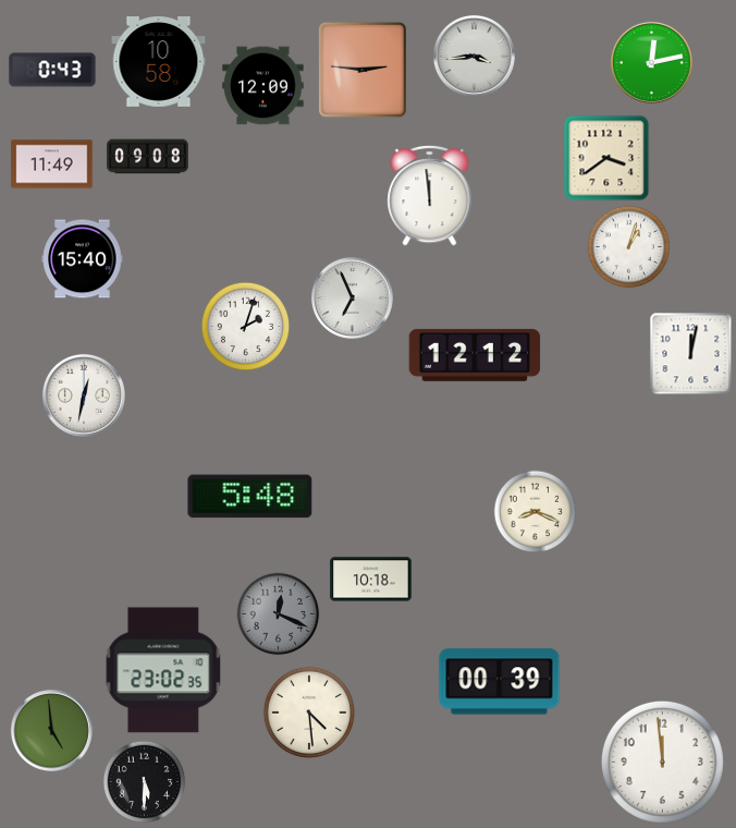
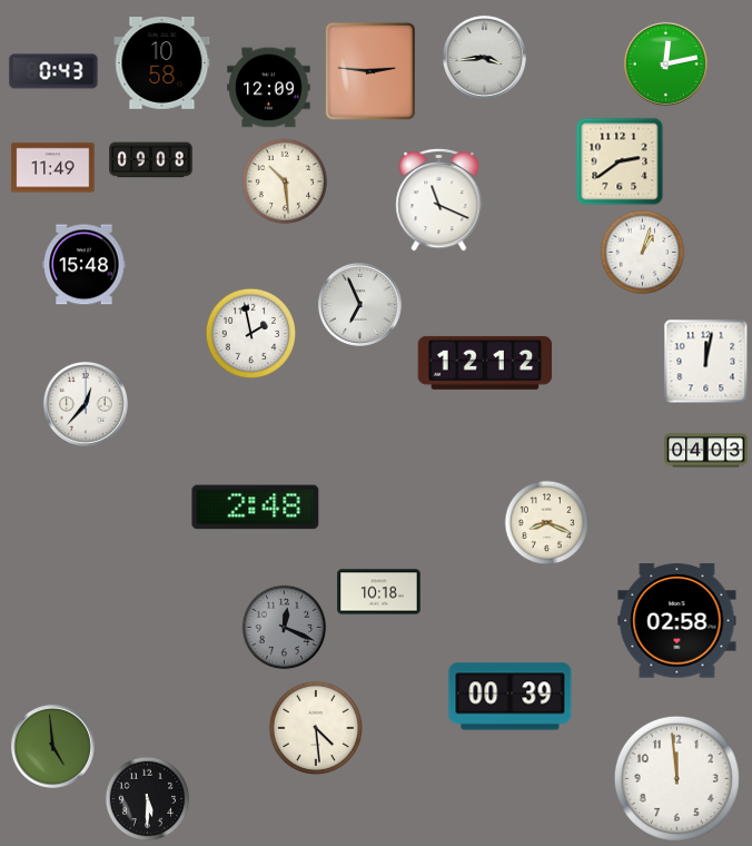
clock at (606, 158): 3:39 -> 2:39
clock at (285, 181): none -> 10:29
clock at (430, 195): 11:59 -> 11:19
clock at (83, 259): 15:40 -> 15:48
clock at (246, 327): 2:03 -> 1:58
clock at (84, 395): 12:32 -> 12:37
clock at (706, 451): none -> 04:03
clock at (250, 497): 5:48 -> 2:48
clock at (677, 621): none -> 02:58
clock at (163, 670): 23:02 -> none
